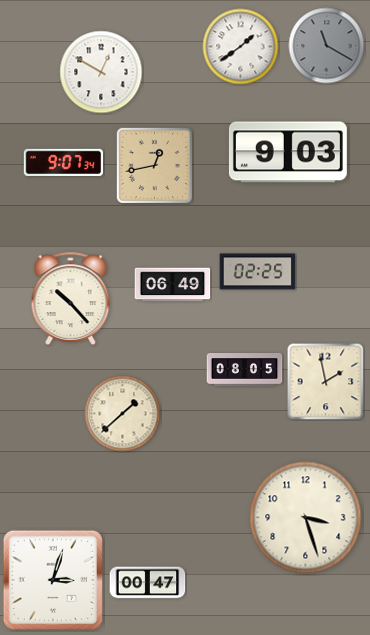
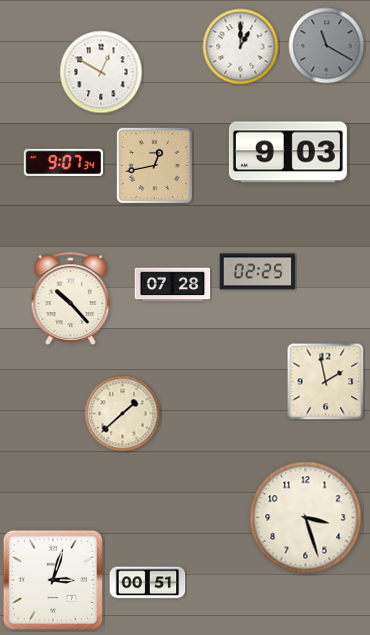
clock at (241, 47): 1:39 -> 1:00
clock at (173, 285): 06:49 -> 07:28
clock at (245, 370): 08:05 -> none
clock at (148, 583): 00:47 -> 00:51
